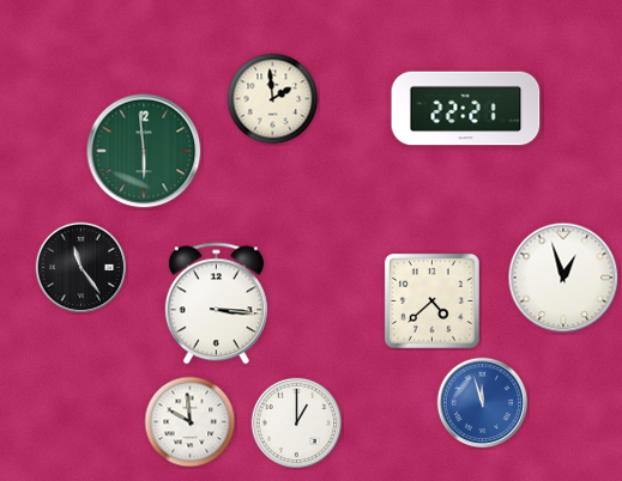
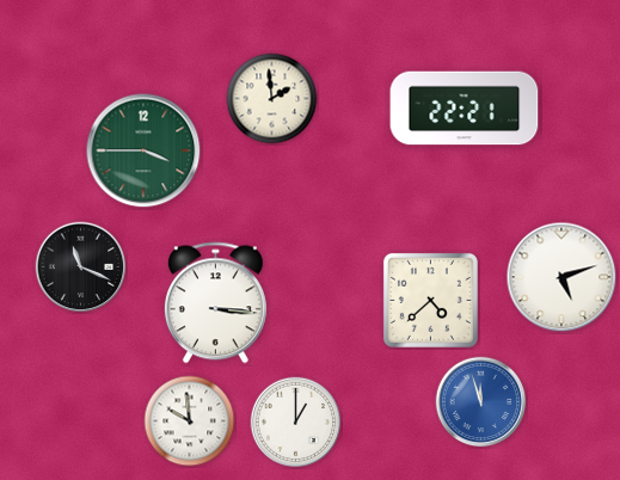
clock at (144, 151): 5:59 -> 3:45
clock at (81, 268): 11:24 -> 11:19
clock at (563, 278): 12:57 -> 5:12
